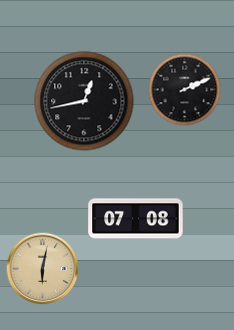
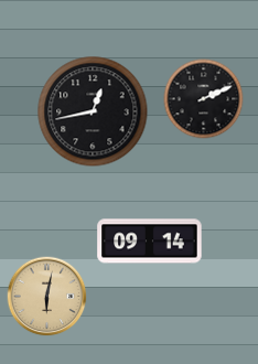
clock at (136, 219): 07:08 -> 09:14
